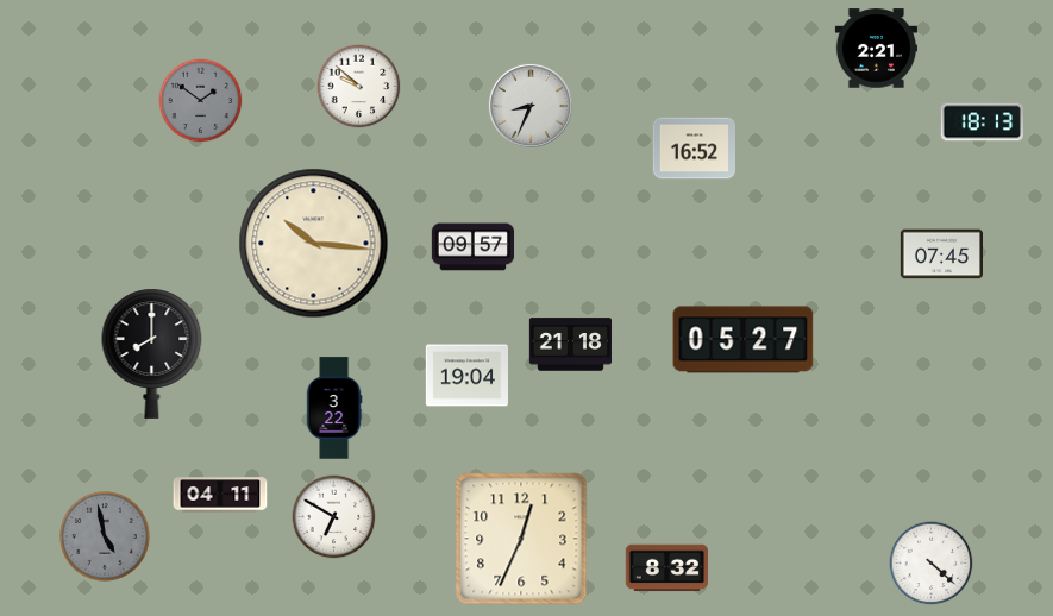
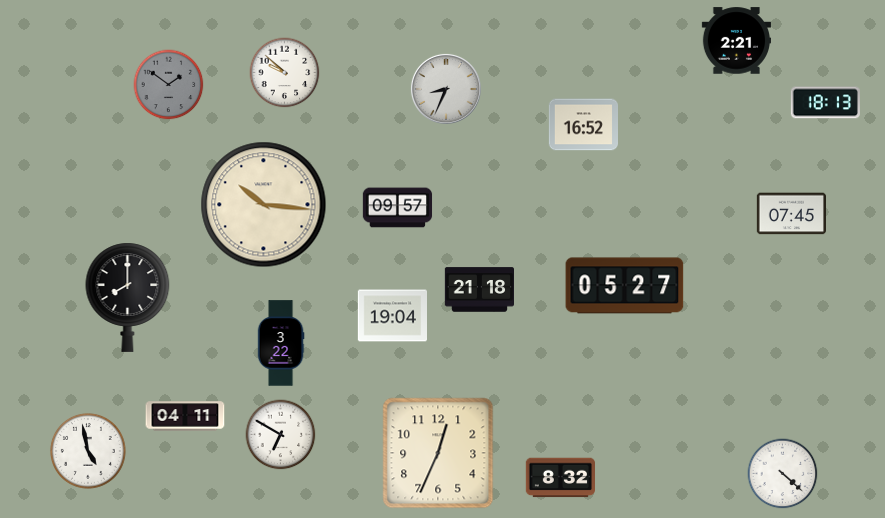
clock at (359, 87) position: (359, 87) -> (285, 73)
clock at (105, 536) dial: grey -> white
